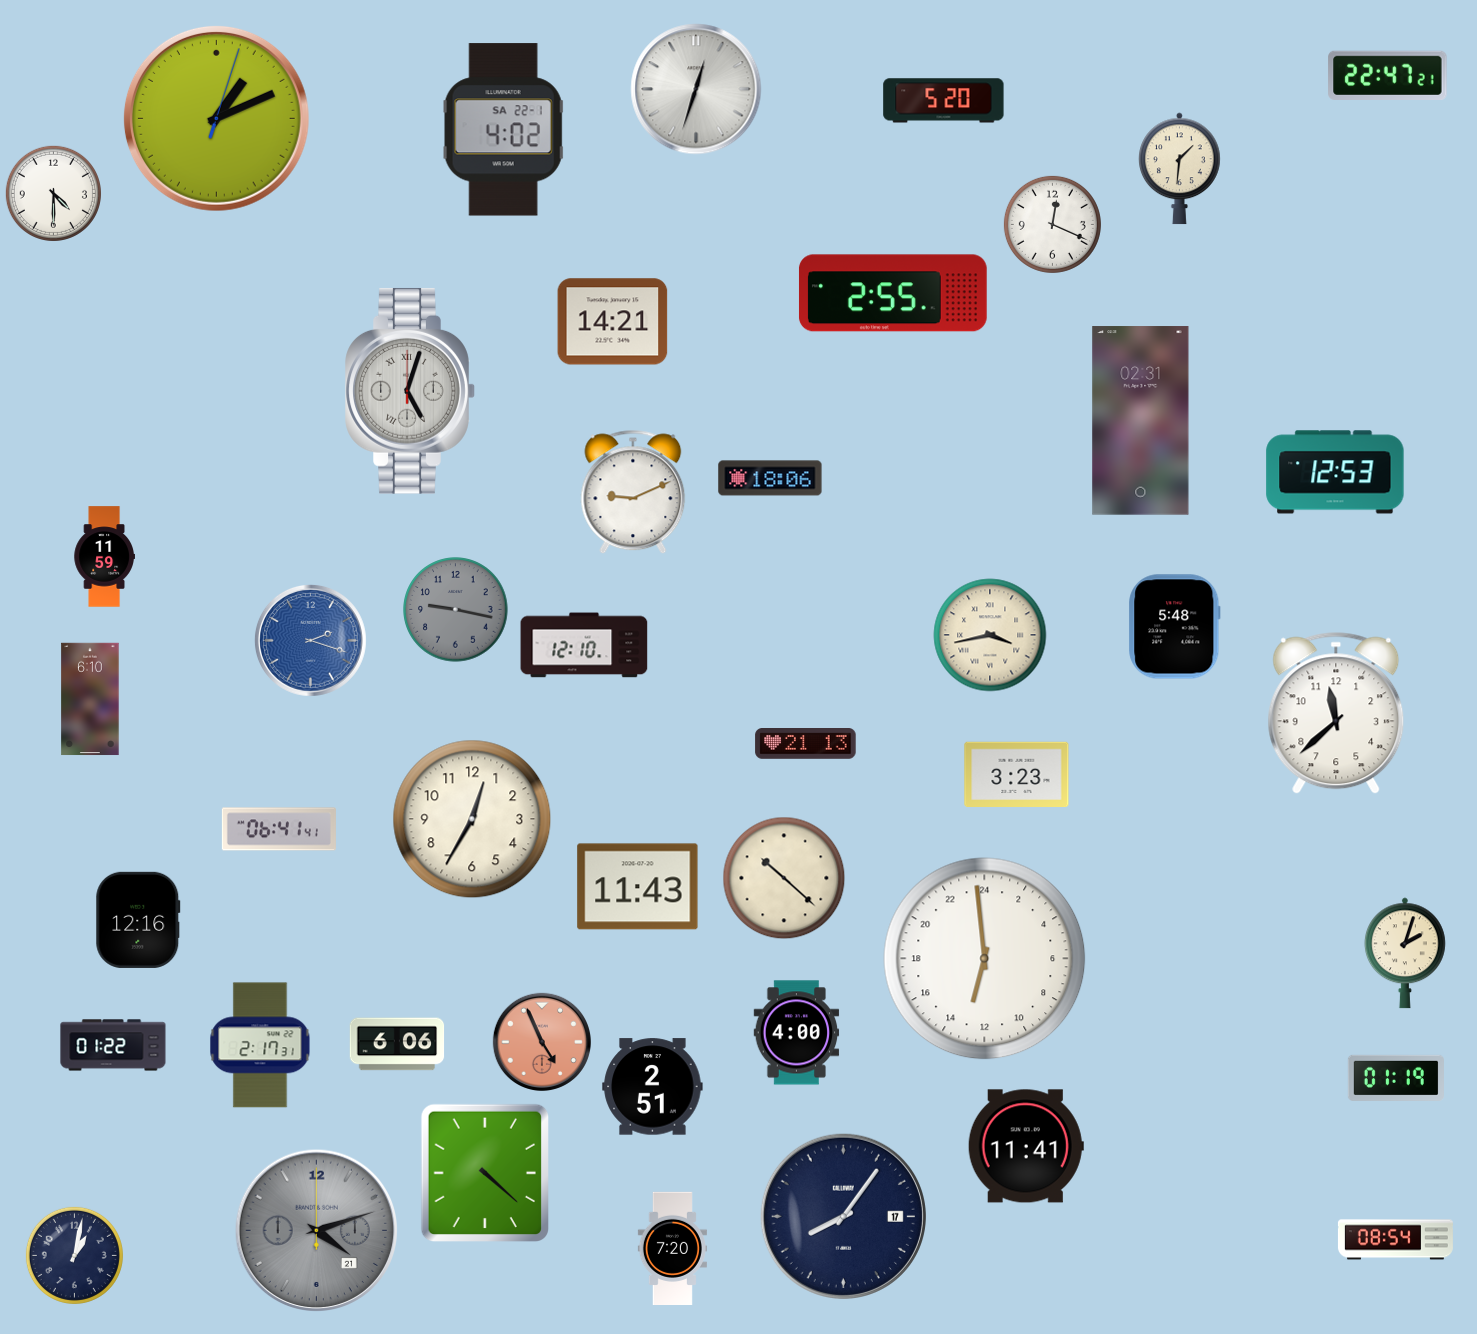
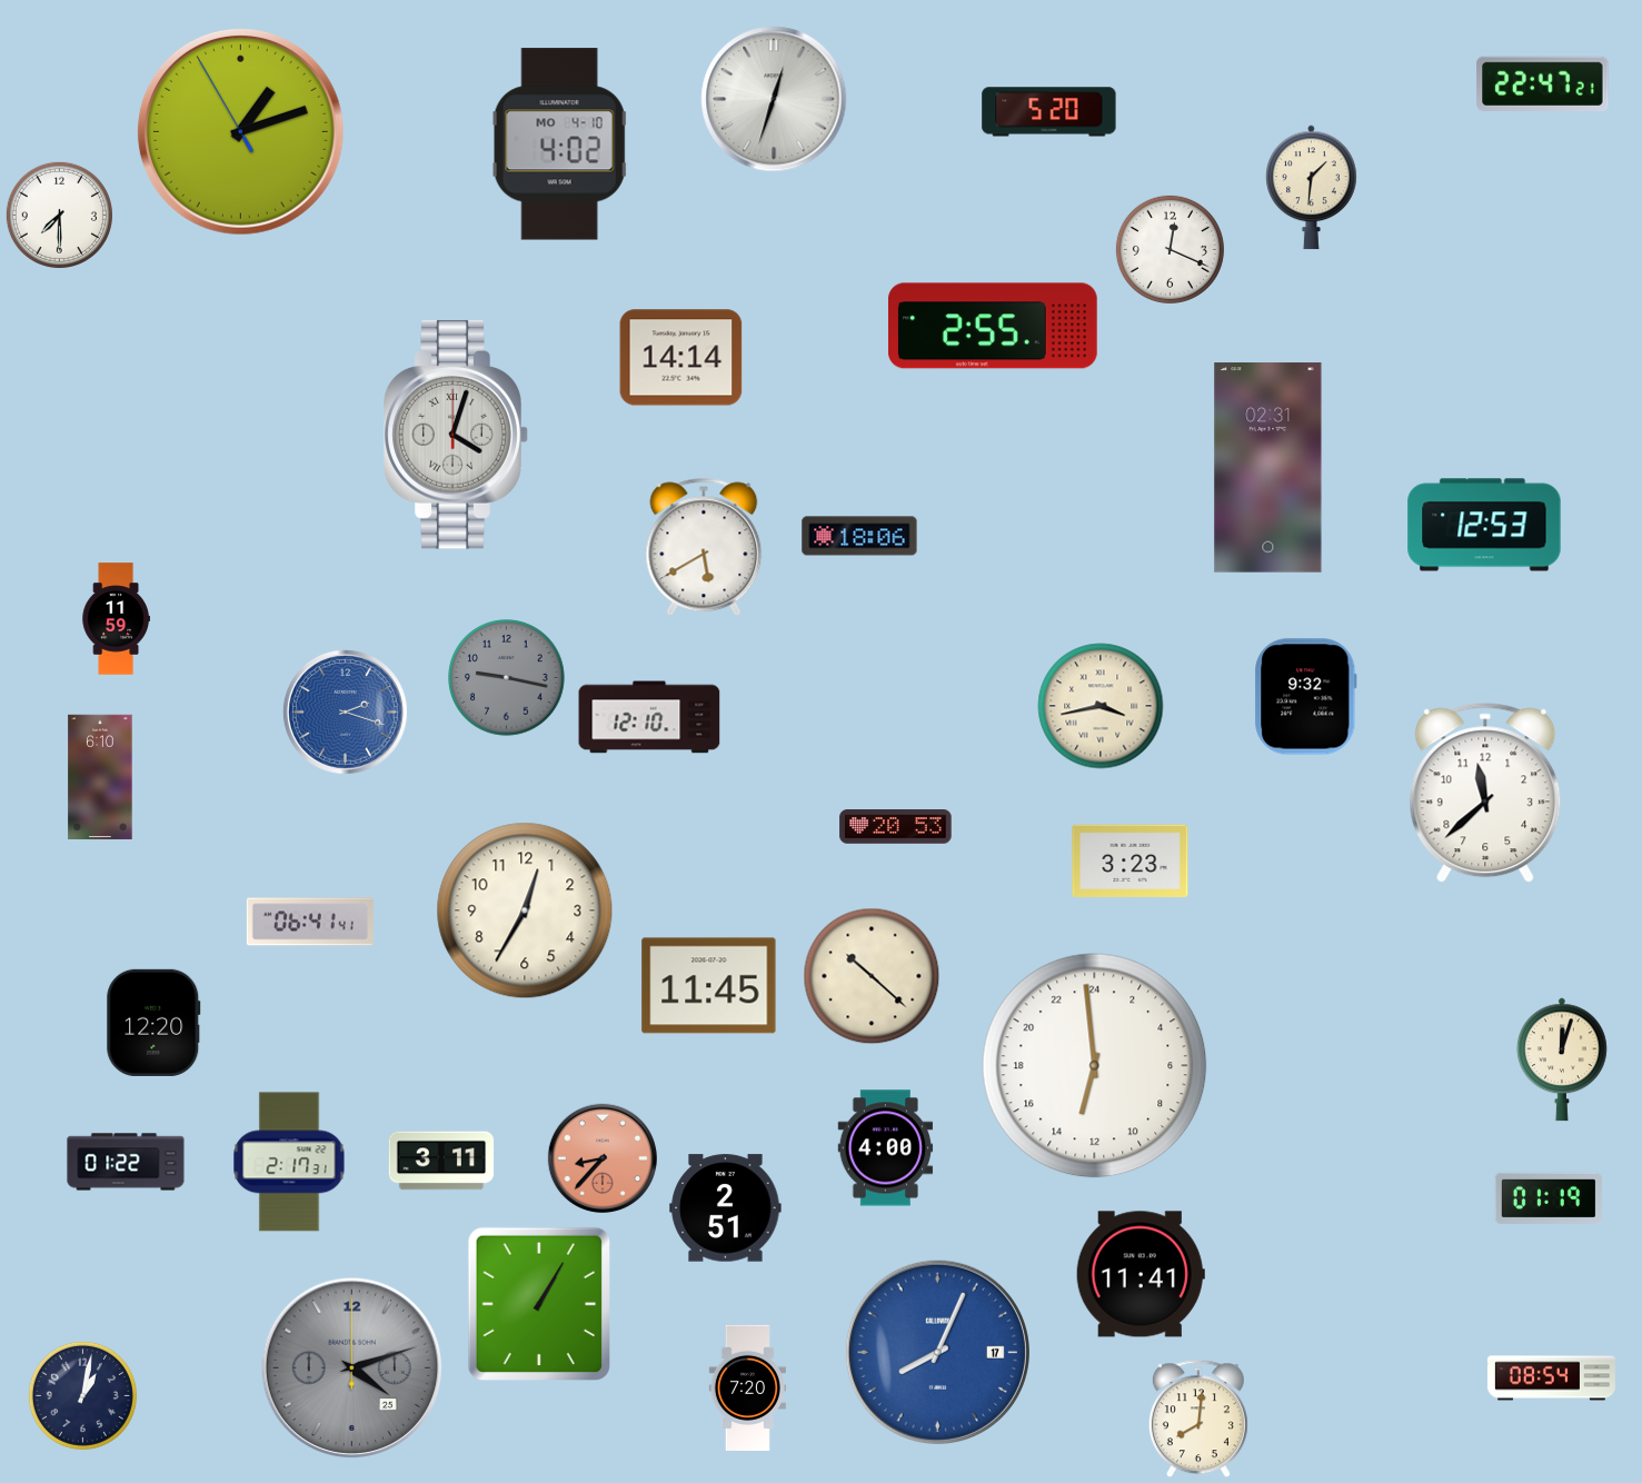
clock at (216, 118): 1:11:03 -> 1:11:55
clock at (504, 130) date: SA 22-1 -> MO 4-10
clock at (53, 193): 4:30 -> 7:30
clock at (613, 322): 14:21 -> 14:14
clock at (410, 391): 5:03 -> 4:03
clock at (770, 478) position: (770, 478) -> (859, 536)
clock at (633, 492): 9:11 -> 5:40
clock at (1175, 627): 5:48 -> 9:32
clock at (806, 744): 21:13 -> 20:53
clock at (638, 887): 11:43 -> 11:45
clock at (138, 920): 12:16 -> 12:20
clock at (1405, 953): 2:03 -> 12:03
clock at (541, 1041): 4:56 -> 8:37
clock at (397, 1044): 6:06 -> 3:11
clock at (1396, 1078) position: (1396, 1078) -> (1549, 1198)
clock at (484, 1172): 4:22 -> 1:05
clock at (843, 1216): 8:06 -> 8:04
clock at (843, 1216) dial: navy -> blue
clock at (316, 1230) date: 21 -> 25
clock at (1198, 1420): none -> 8:01
